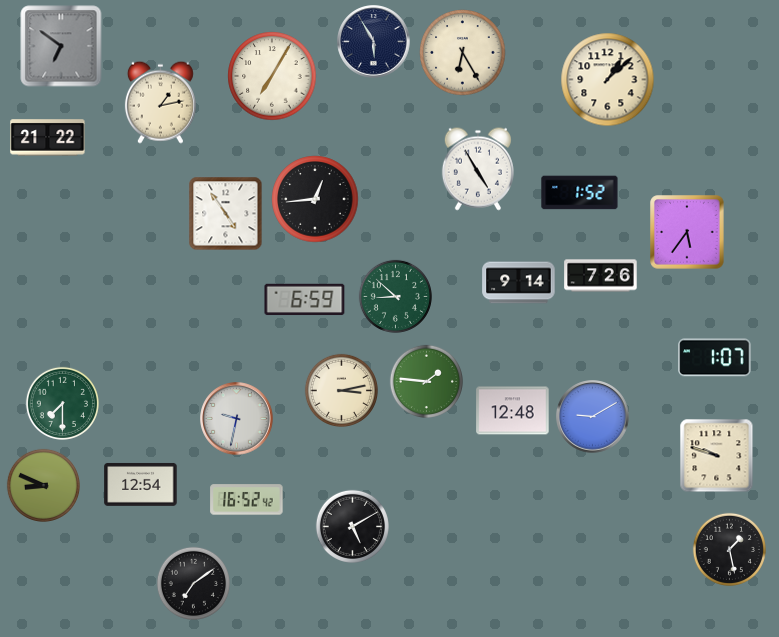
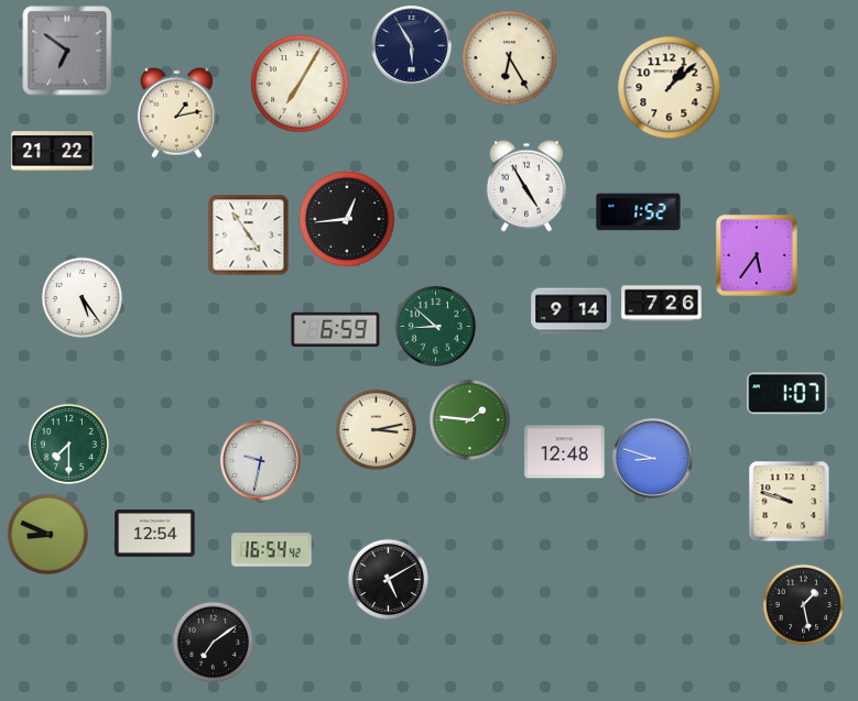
clock at (82, 297): none -> 5:24
clock at (593, 417): 9:10 -> 8:48
clock at (247, 500): 16:52 -> 16:54
